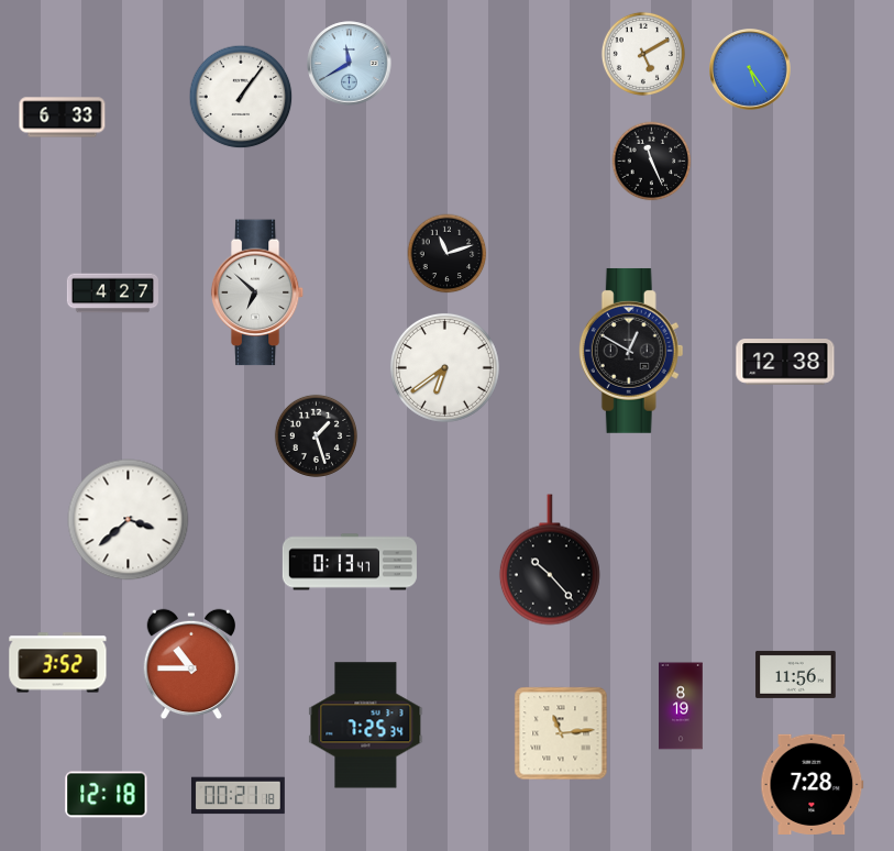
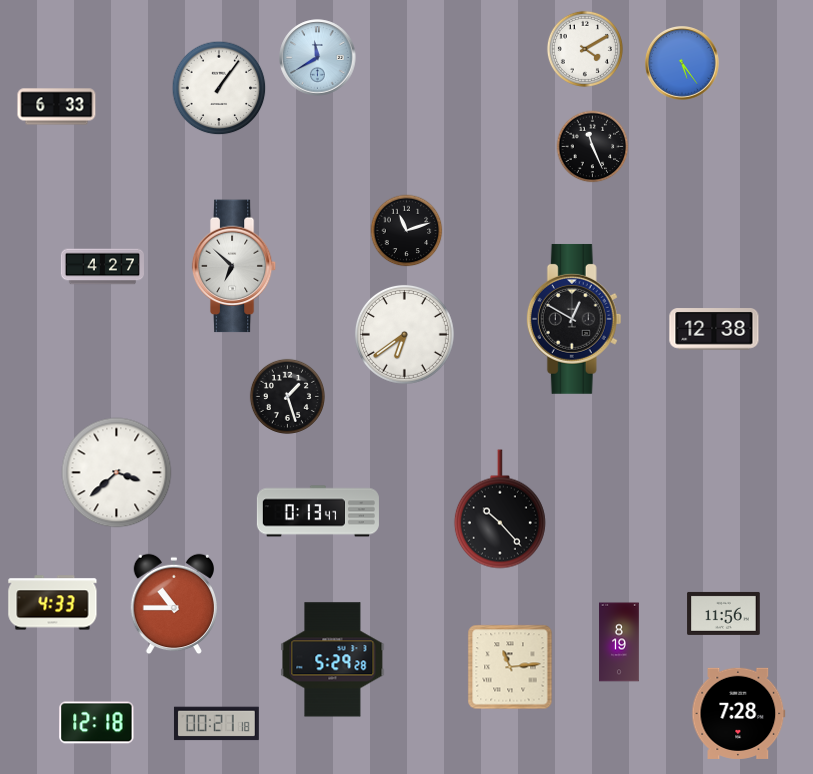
clock at (643, 54): 5:10 -> 4:10
clock at (58, 663): 3:52 -> 4:33
clock at (366, 726): 7:25 -> 5:29
